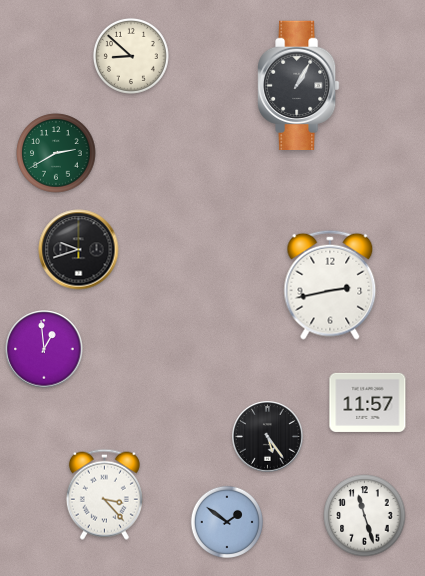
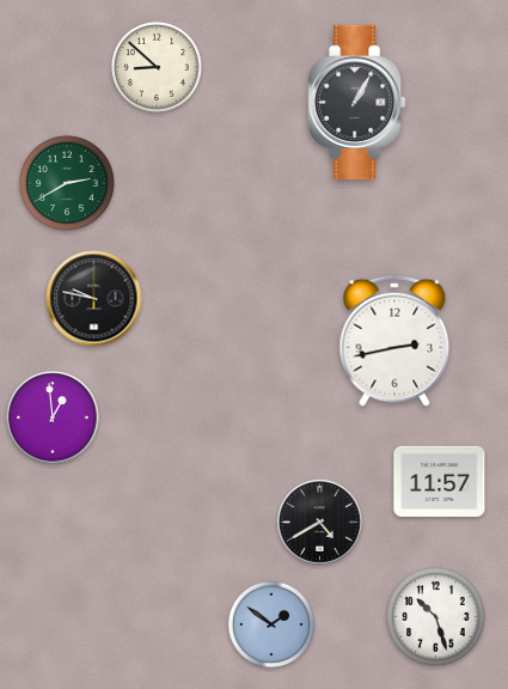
clock at (79, 250): 9:42 -> 9:47
clock at (268, 437): 5:24 -> 4:40
clock at (104, 494): 3:23 -> none
clock at (365, 516): 11:27 -> 10:27
